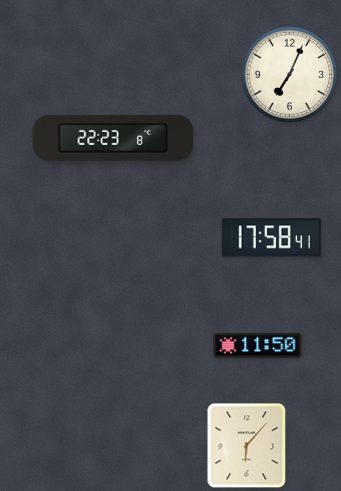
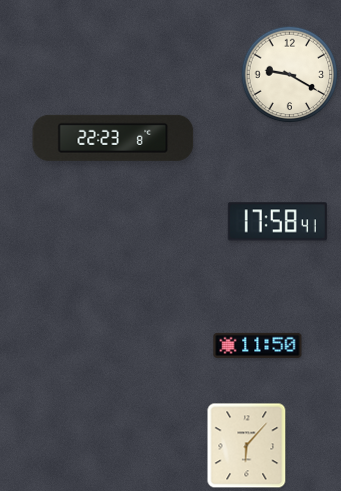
clock at (290, 75): 7:04 -> 9:20
clock at (271, 238) position: (271, 238) -> (277, 222)
